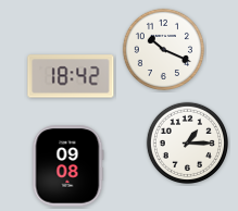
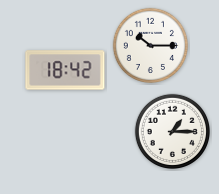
clock at (163, 49): 10:19 -> 10:15
clock at (67, 166): 09:08 -> none
